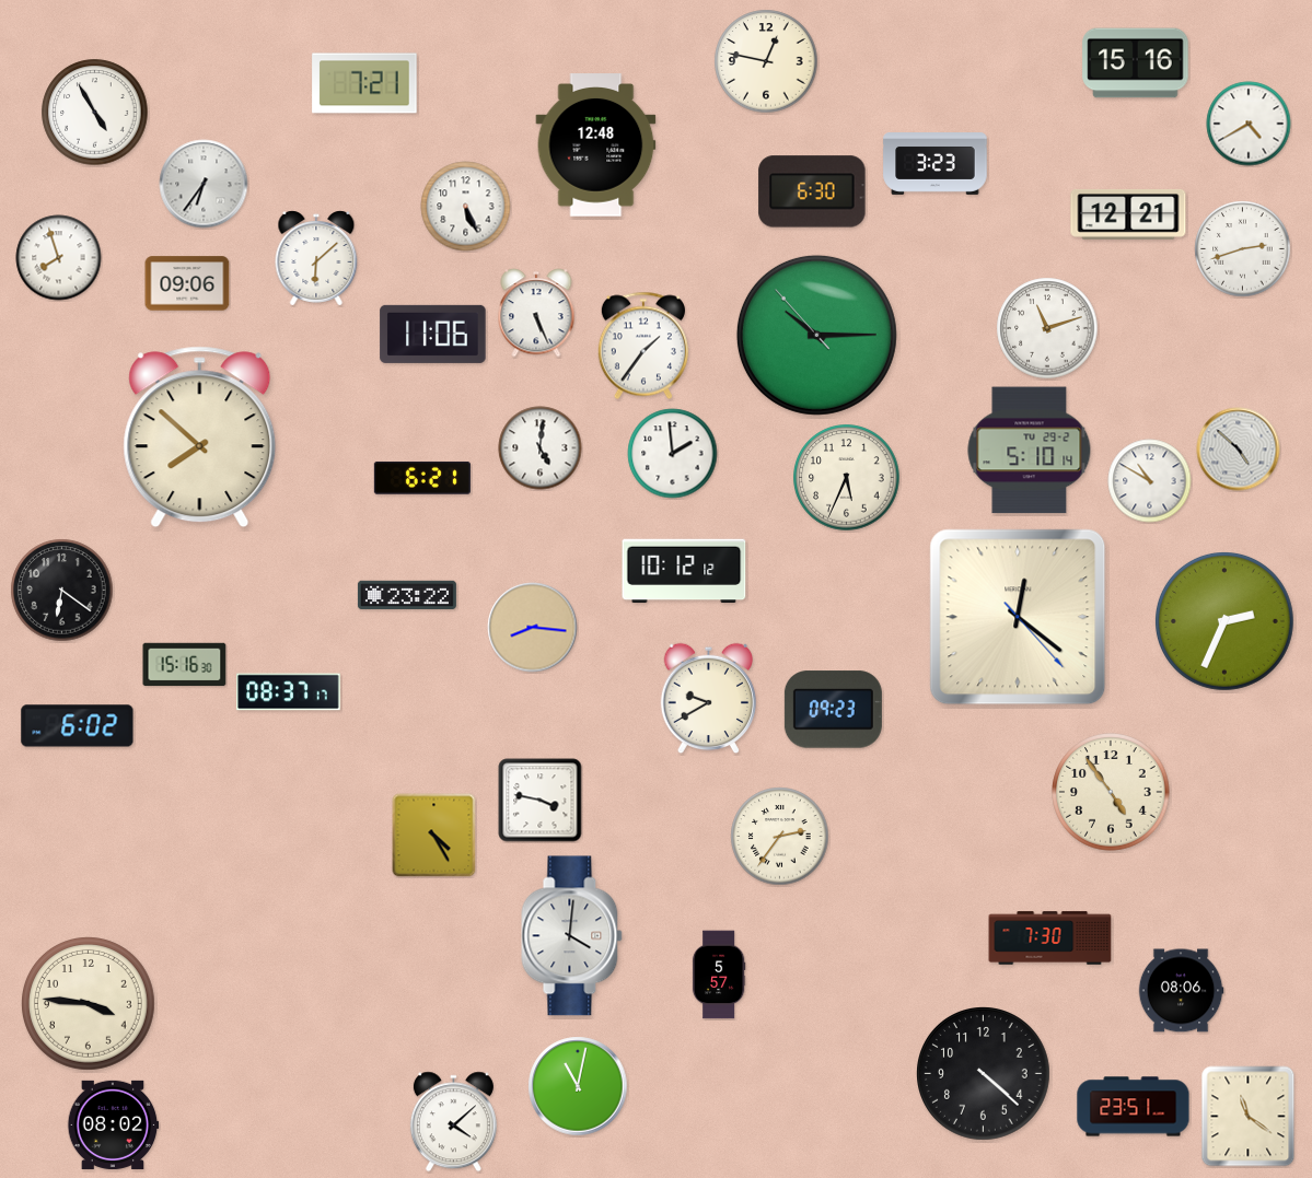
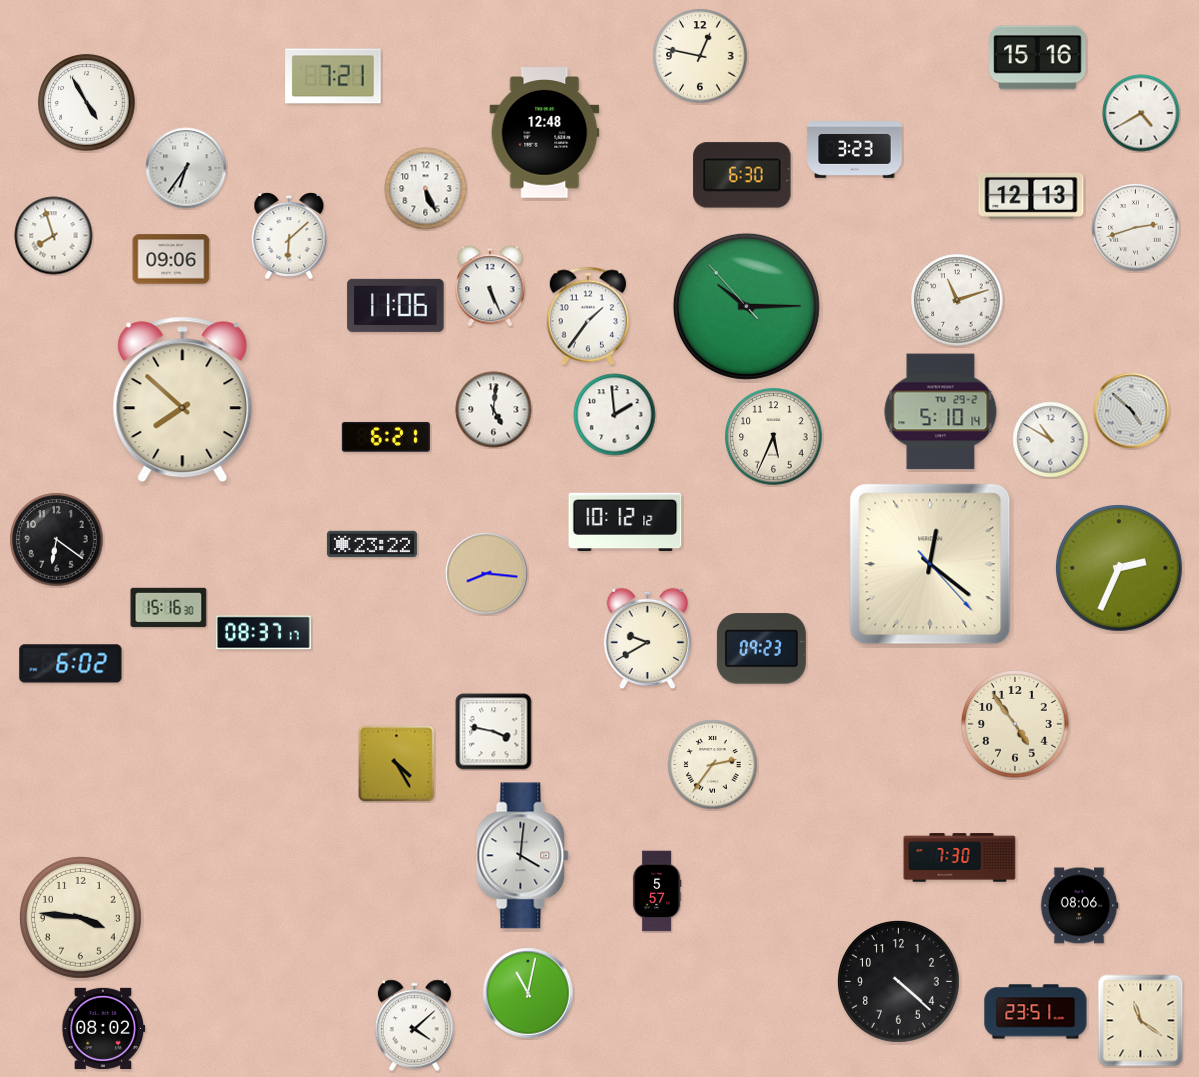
clock at (1128, 214): 12:21 -> 12:13
